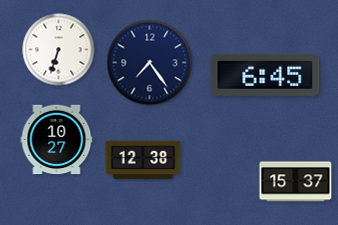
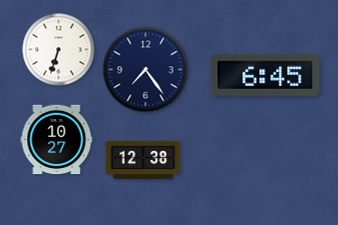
clock at (150, 63) position: (150, 63) -> (146, 70)
clock at (296, 182): 15:37 -> none
